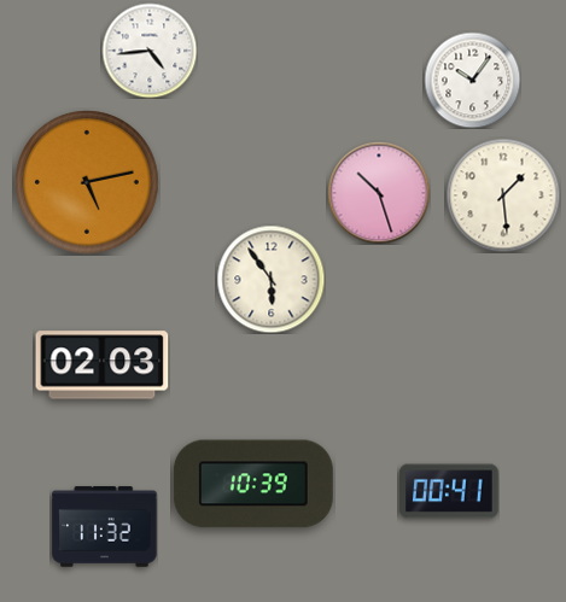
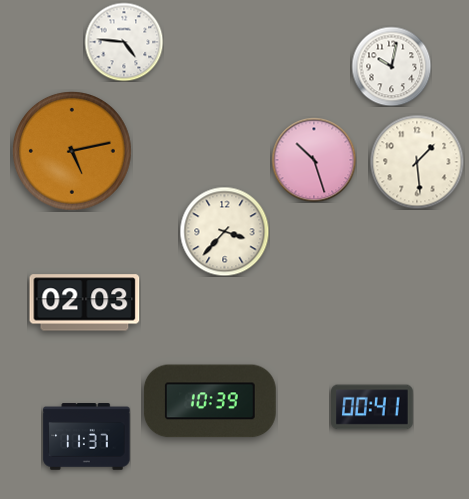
clock at (150, 51): 4:44 -> 4:46
clock at (472, 80): 10:06 -> 10:02
clock at (270, 279): 5:54 -> 3:37
clock at (105, 527): 11:32 -> 11:37
